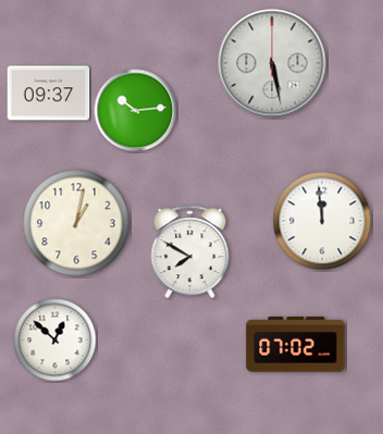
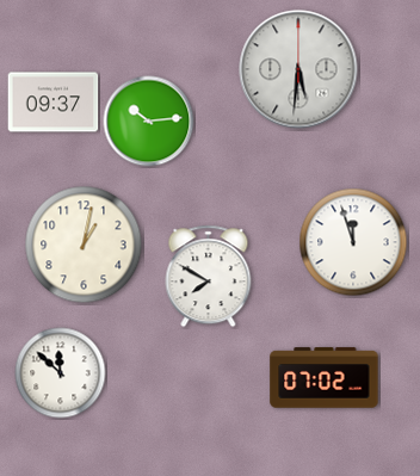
clock at (272, 63): 5:28 -> 5:31
clock at (322, 221): 11:59 -> 11:57
clock at (55, 340): 12:52 -> 11:52
